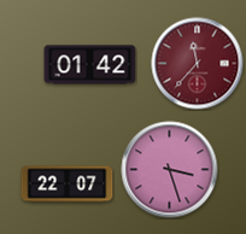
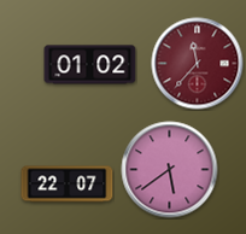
clock at (90, 65): 01:42 -> 01:02
clock at (170, 170): 3:27 -> 5:39
